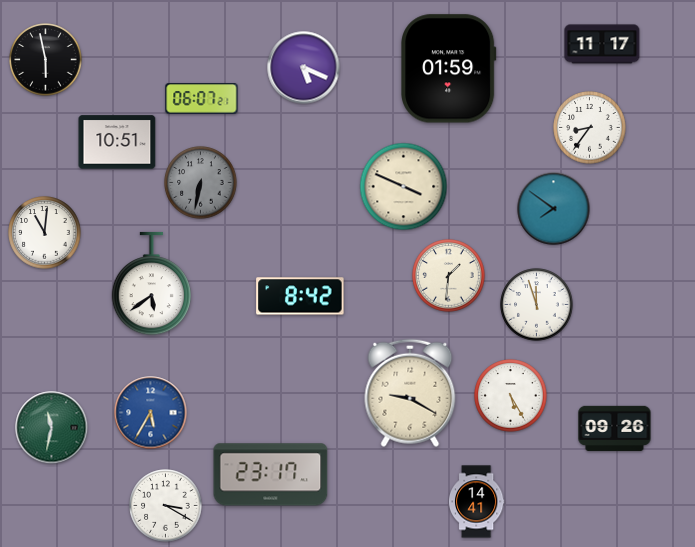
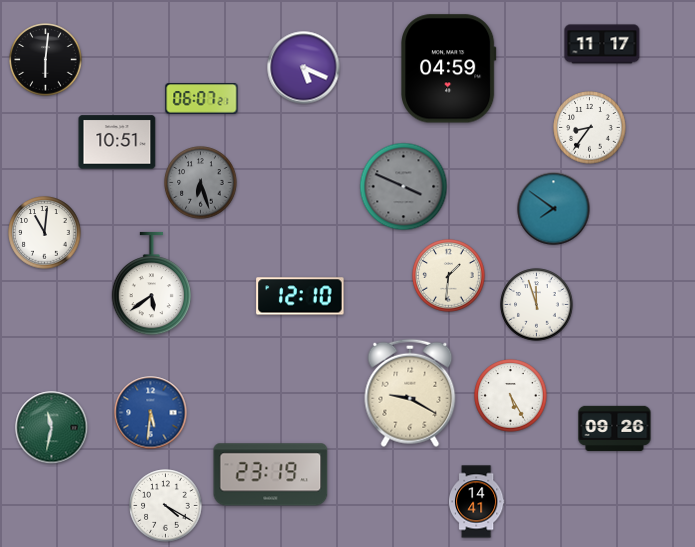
clock at (46, 60): 5:58 -> 6:01
clock at (449, 69): 01:59 -> 04:59
clock at (201, 183): 6:32 -> 6:27
clock at (404, 187) dial: cream -> grey
clock at (300, 296): 8:42 -> 12:10
clock at (151, 413): 5:35 -> 5:31
clock at (271, 475): 23:17 -> 23:19
clock at (166, 506): 3:20 -> 4:20
